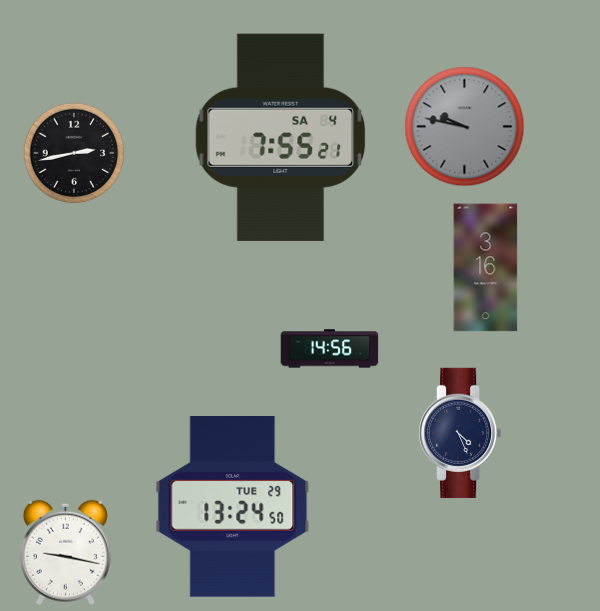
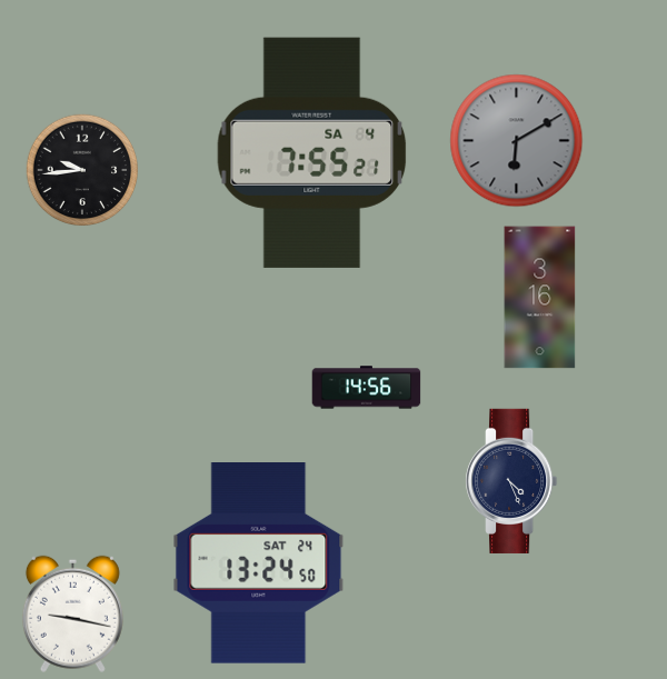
clock at (465, 127): 9:47 -> 6:10
clock at (74, 153): 2:43 -> 9:44
clock at (233, 507) date: TUE 29 -> SAT 24
